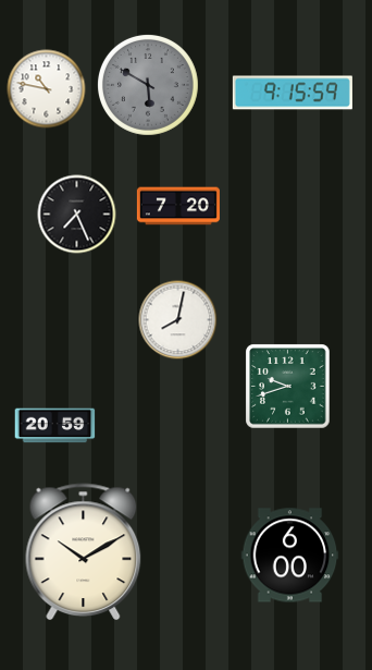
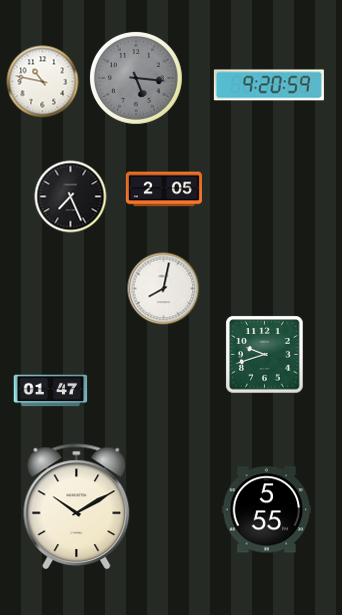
clock at (148, 85): 5:50 -> 5:16
clock at (293, 93): 9:15 -> 9:20
clock at (178, 206): 7:20 -> 2:05
clock at (178, 320) position: (178, 320) -> (164, 289)
clock at (55, 426): 20:59 -> 01:47
clock at (290, 556): 6:00 -> 5:55
